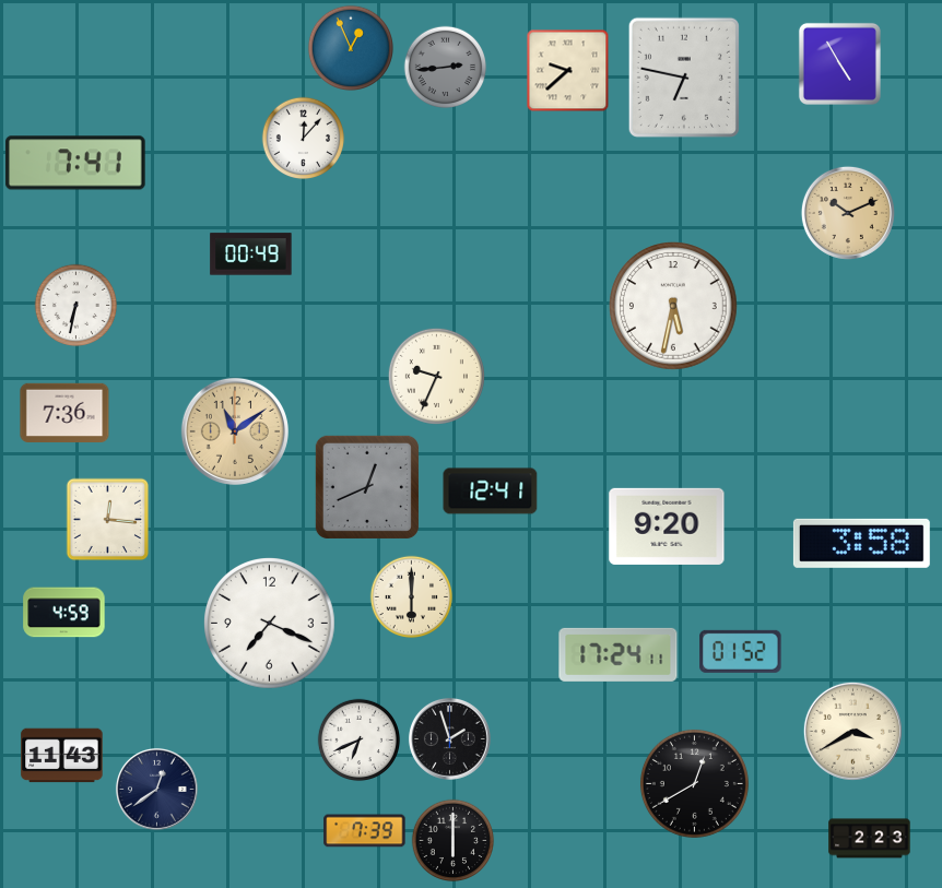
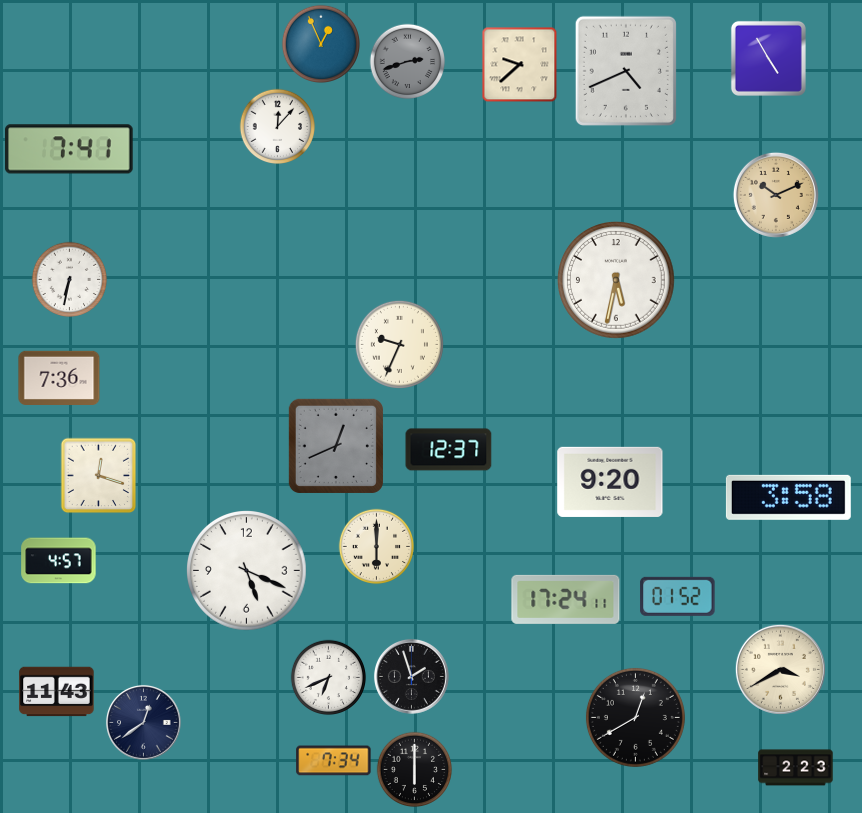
clock at (446, 68): 2:44 -> 2:42
clock at (684, 78): 6:47 -> 4:41
clock at (251, 254): 00:49 -> none
clock at (235, 431): 11:09 -> none
clock at (491, 492): 12:41 -> 12:37
clock at (108, 520): 12:16 -> 12:18
clock at (64, 613): 4:59 -> 4:57
clock at (270, 624): 7:19 -> 5:19
clock at (365, 831): 7:39 -> 7:34
